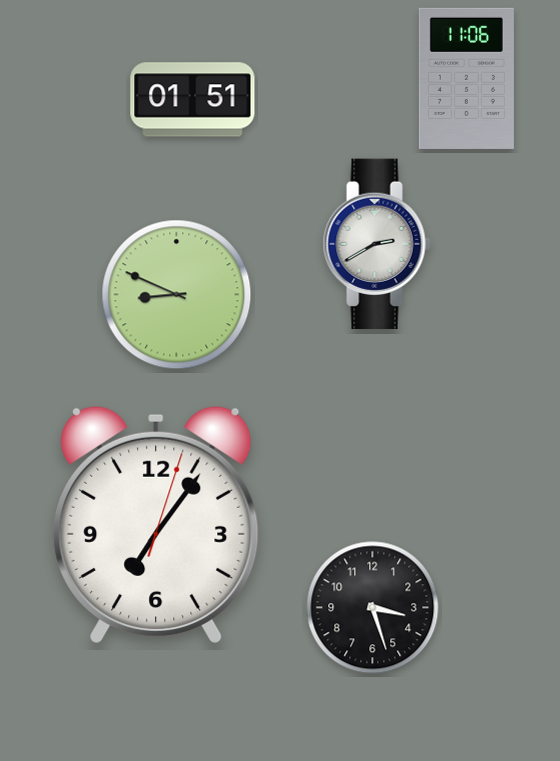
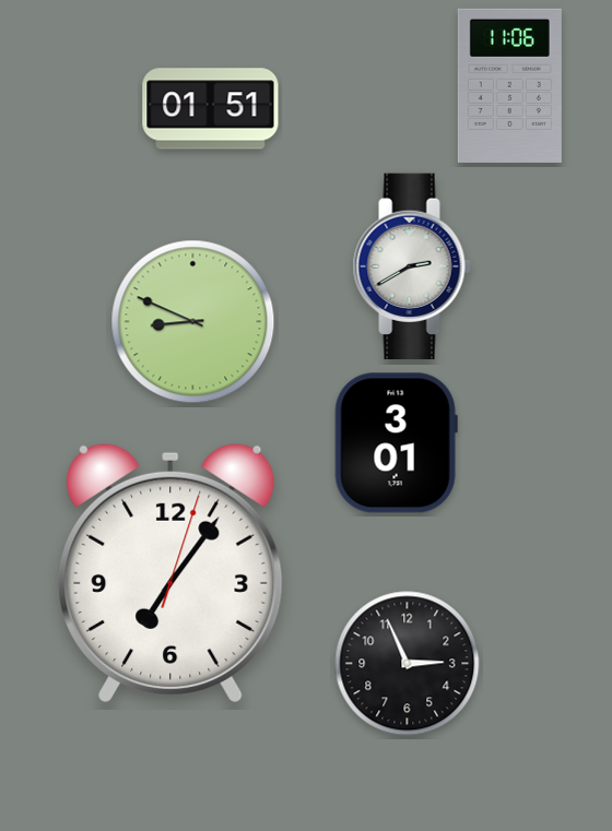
clock at (396, 443): none -> 3:01
clock at (373, 608): 3:27 -> 2:56
